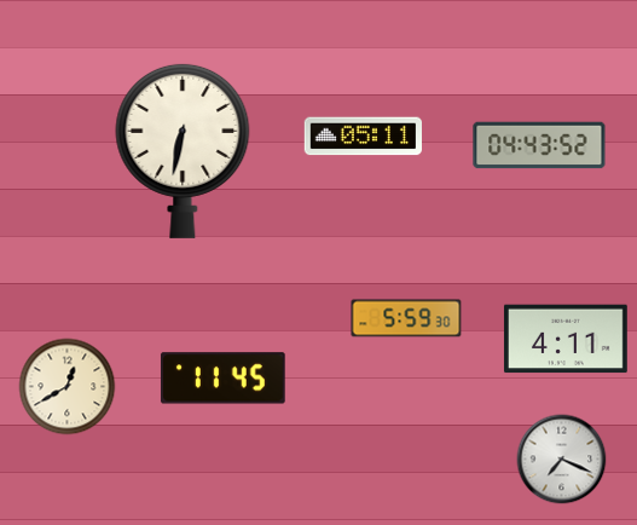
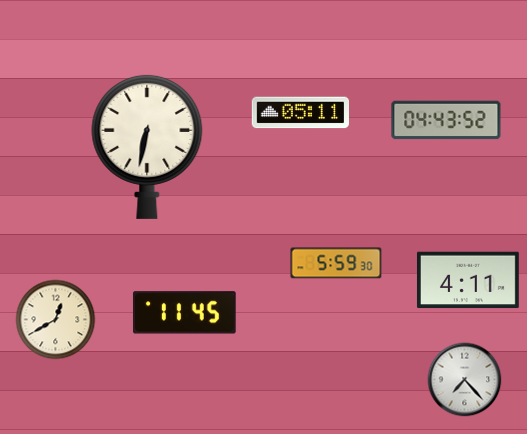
clock at (183, 150) position: (183, 150) -> (147, 146)
clock at (562, 460): 7:19 -> 7:23
